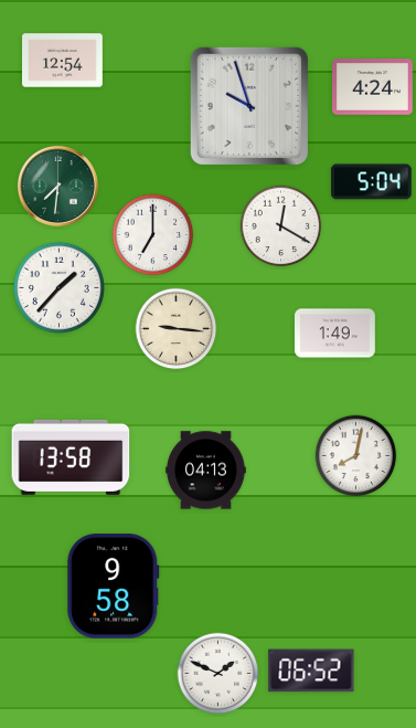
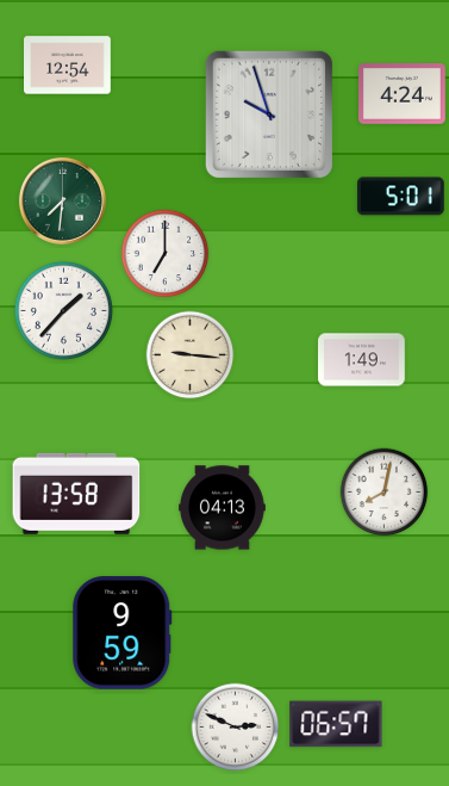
clock at (371, 182): 5:04 -> 5:01
clock at (281, 226): 12:20 -> none
clock at (114, 587): 9:58 -> 9:59
clock at (311, 671): 06:52 -> 06:57
clock at (218, 674): 1:49 -> 2:49
